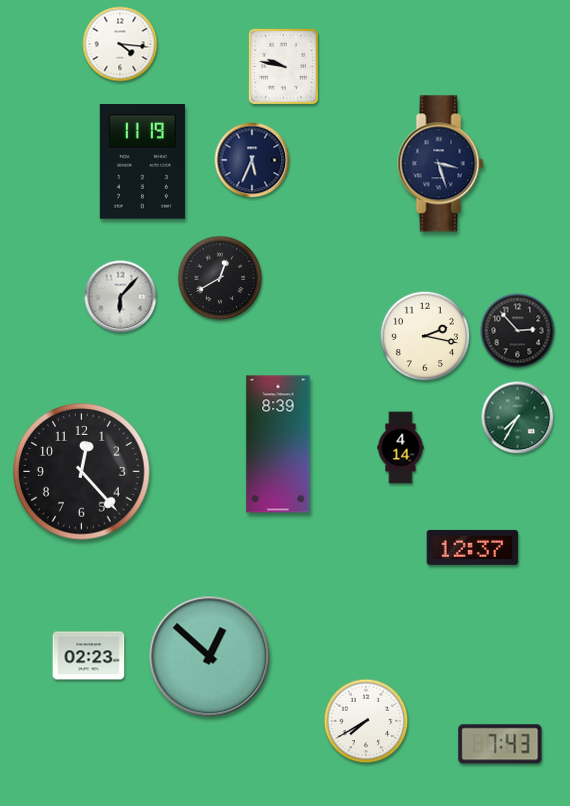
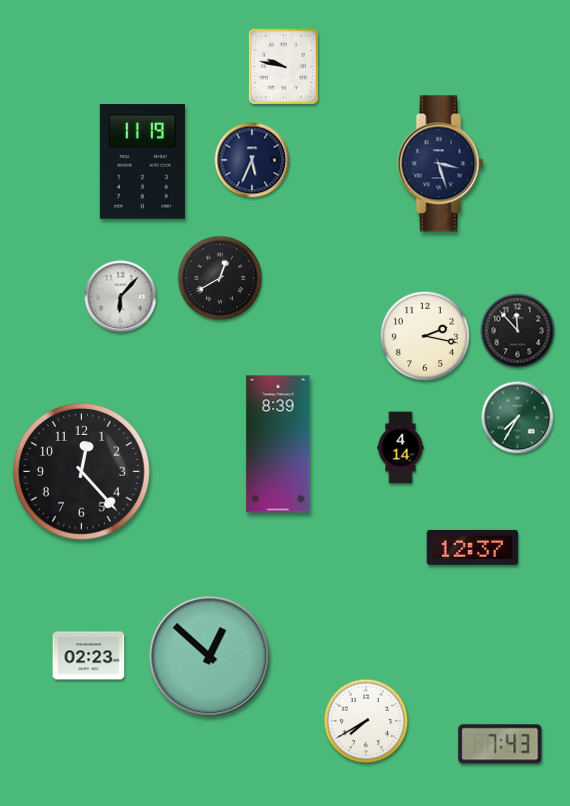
clock at (120, 44): 4:16 -> none
clock at (518, 331): 2:53 -> 11:53
